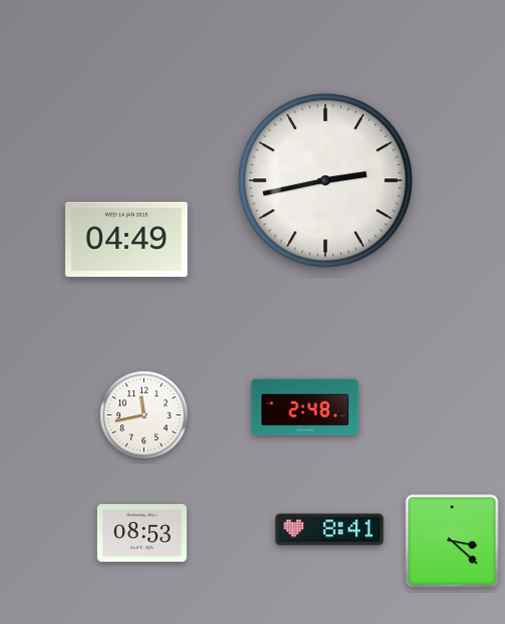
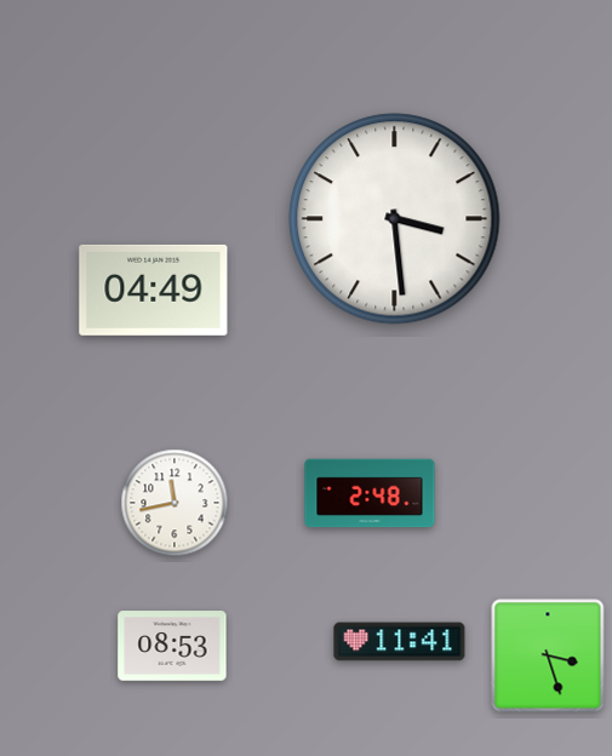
clock at (326, 181): 2:43 -> 3:29
clock at (330, 530): 8:41 -> 11:41
clock at (452, 541): 3:22 -> 3:27
